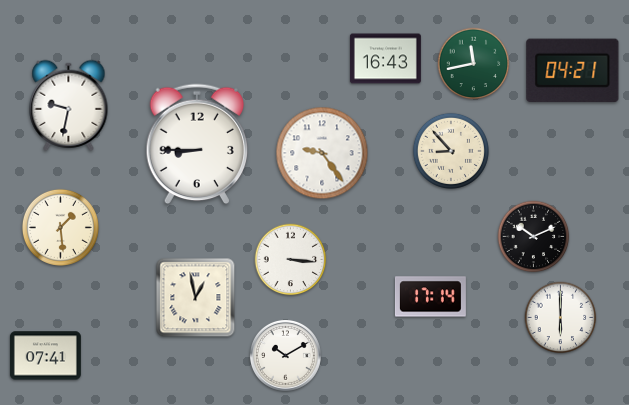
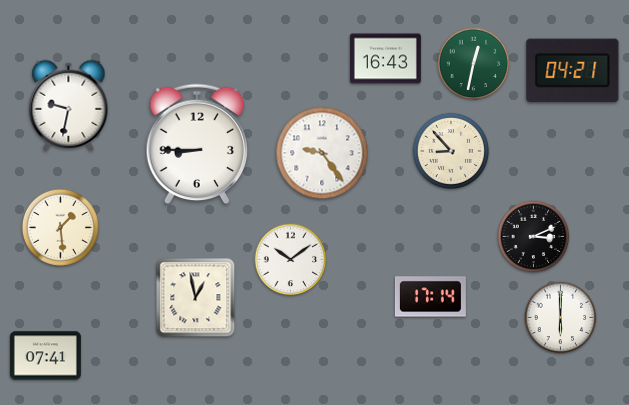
clock at (474, 64): 11:43 -> 12:32
clock at (534, 237): 10:11 -> 3:11
clock at (291, 260): 3:16 -> 10:09
clock at (285, 355): 10:10 -> none
